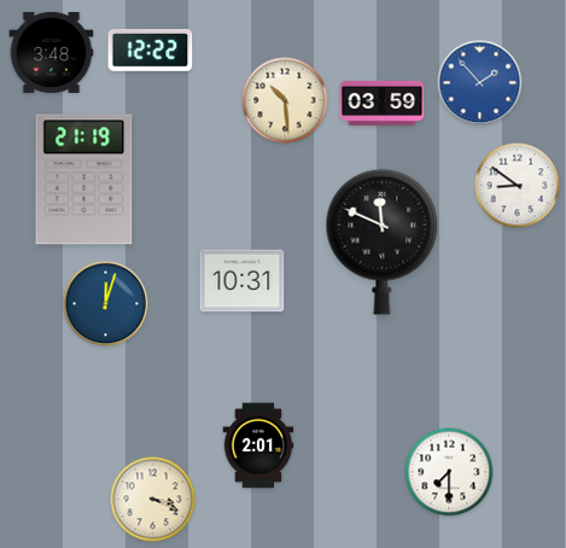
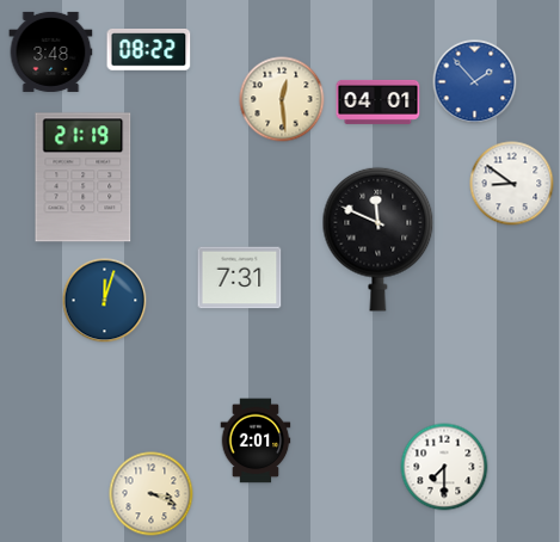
clock at (151, 51): 12:22 -> 08:22
clock at (285, 100): 10:29 -> 12:29
clock at (383, 103): 03:59 -> 04:01
clock at (243, 281): 10:31 -> 7:31
